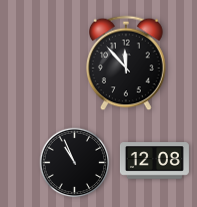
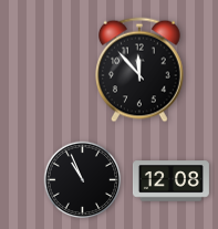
clock at (154, 161) position: (154, 161) -> (170, 181)
